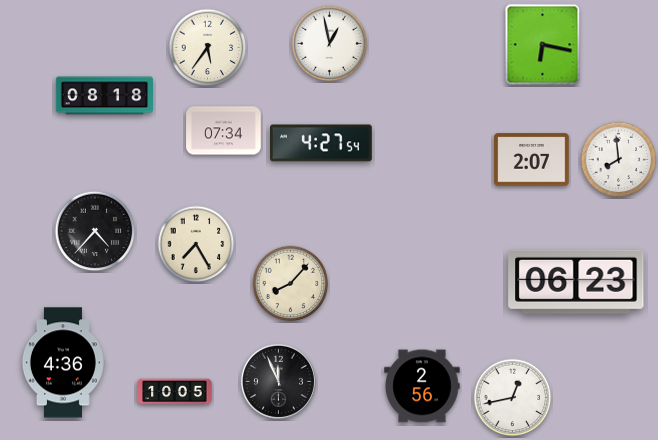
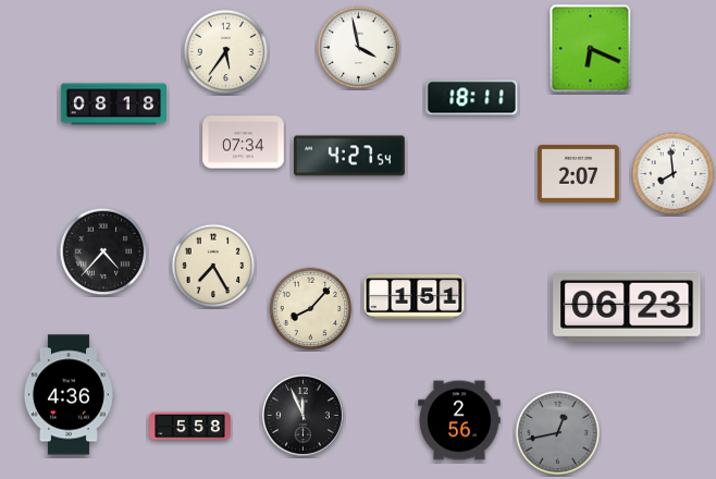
clock at (330, 44): 12:58 -> 3:58
clock at (543, 45): 6:17 -> 6:19
clock at (472, 98): none -> 18:11
clock at (415, 297): none -> 1:51
clock at (291, 284) position: (291, 284) -> (311, 309)
clock at (175, 392): 10:05 -> 5:58
clock at (513, 398) dial: white -> grey
